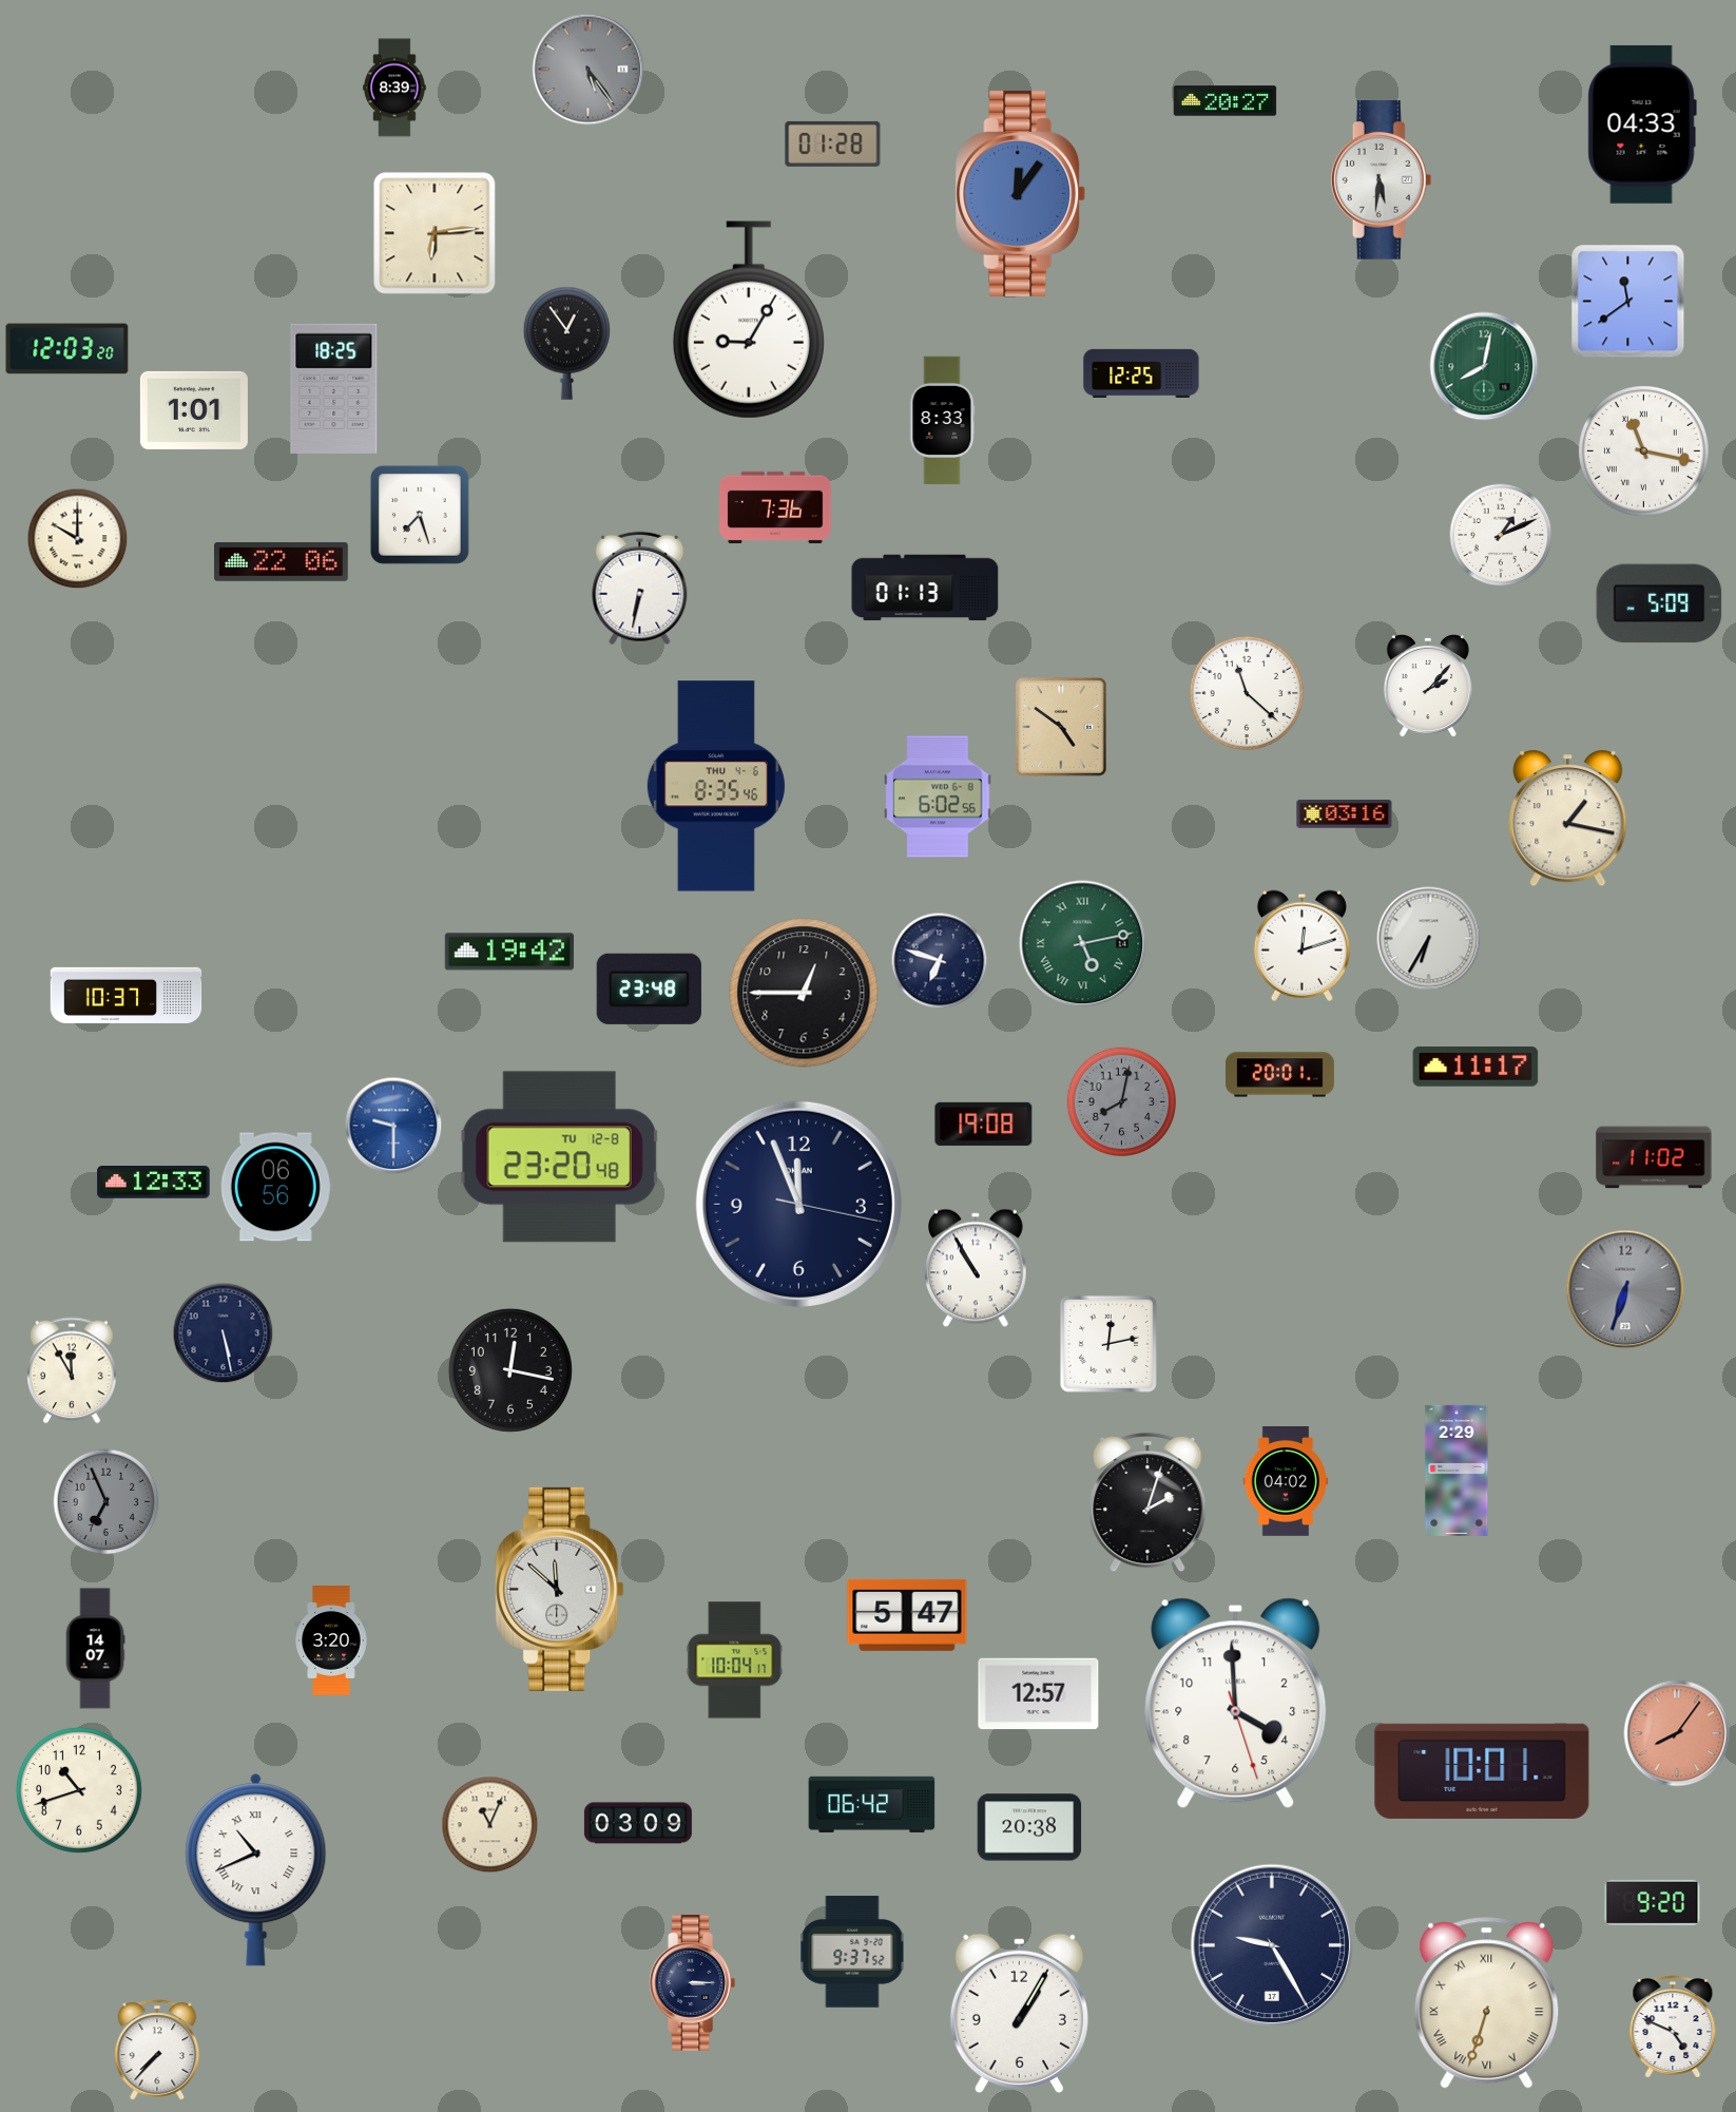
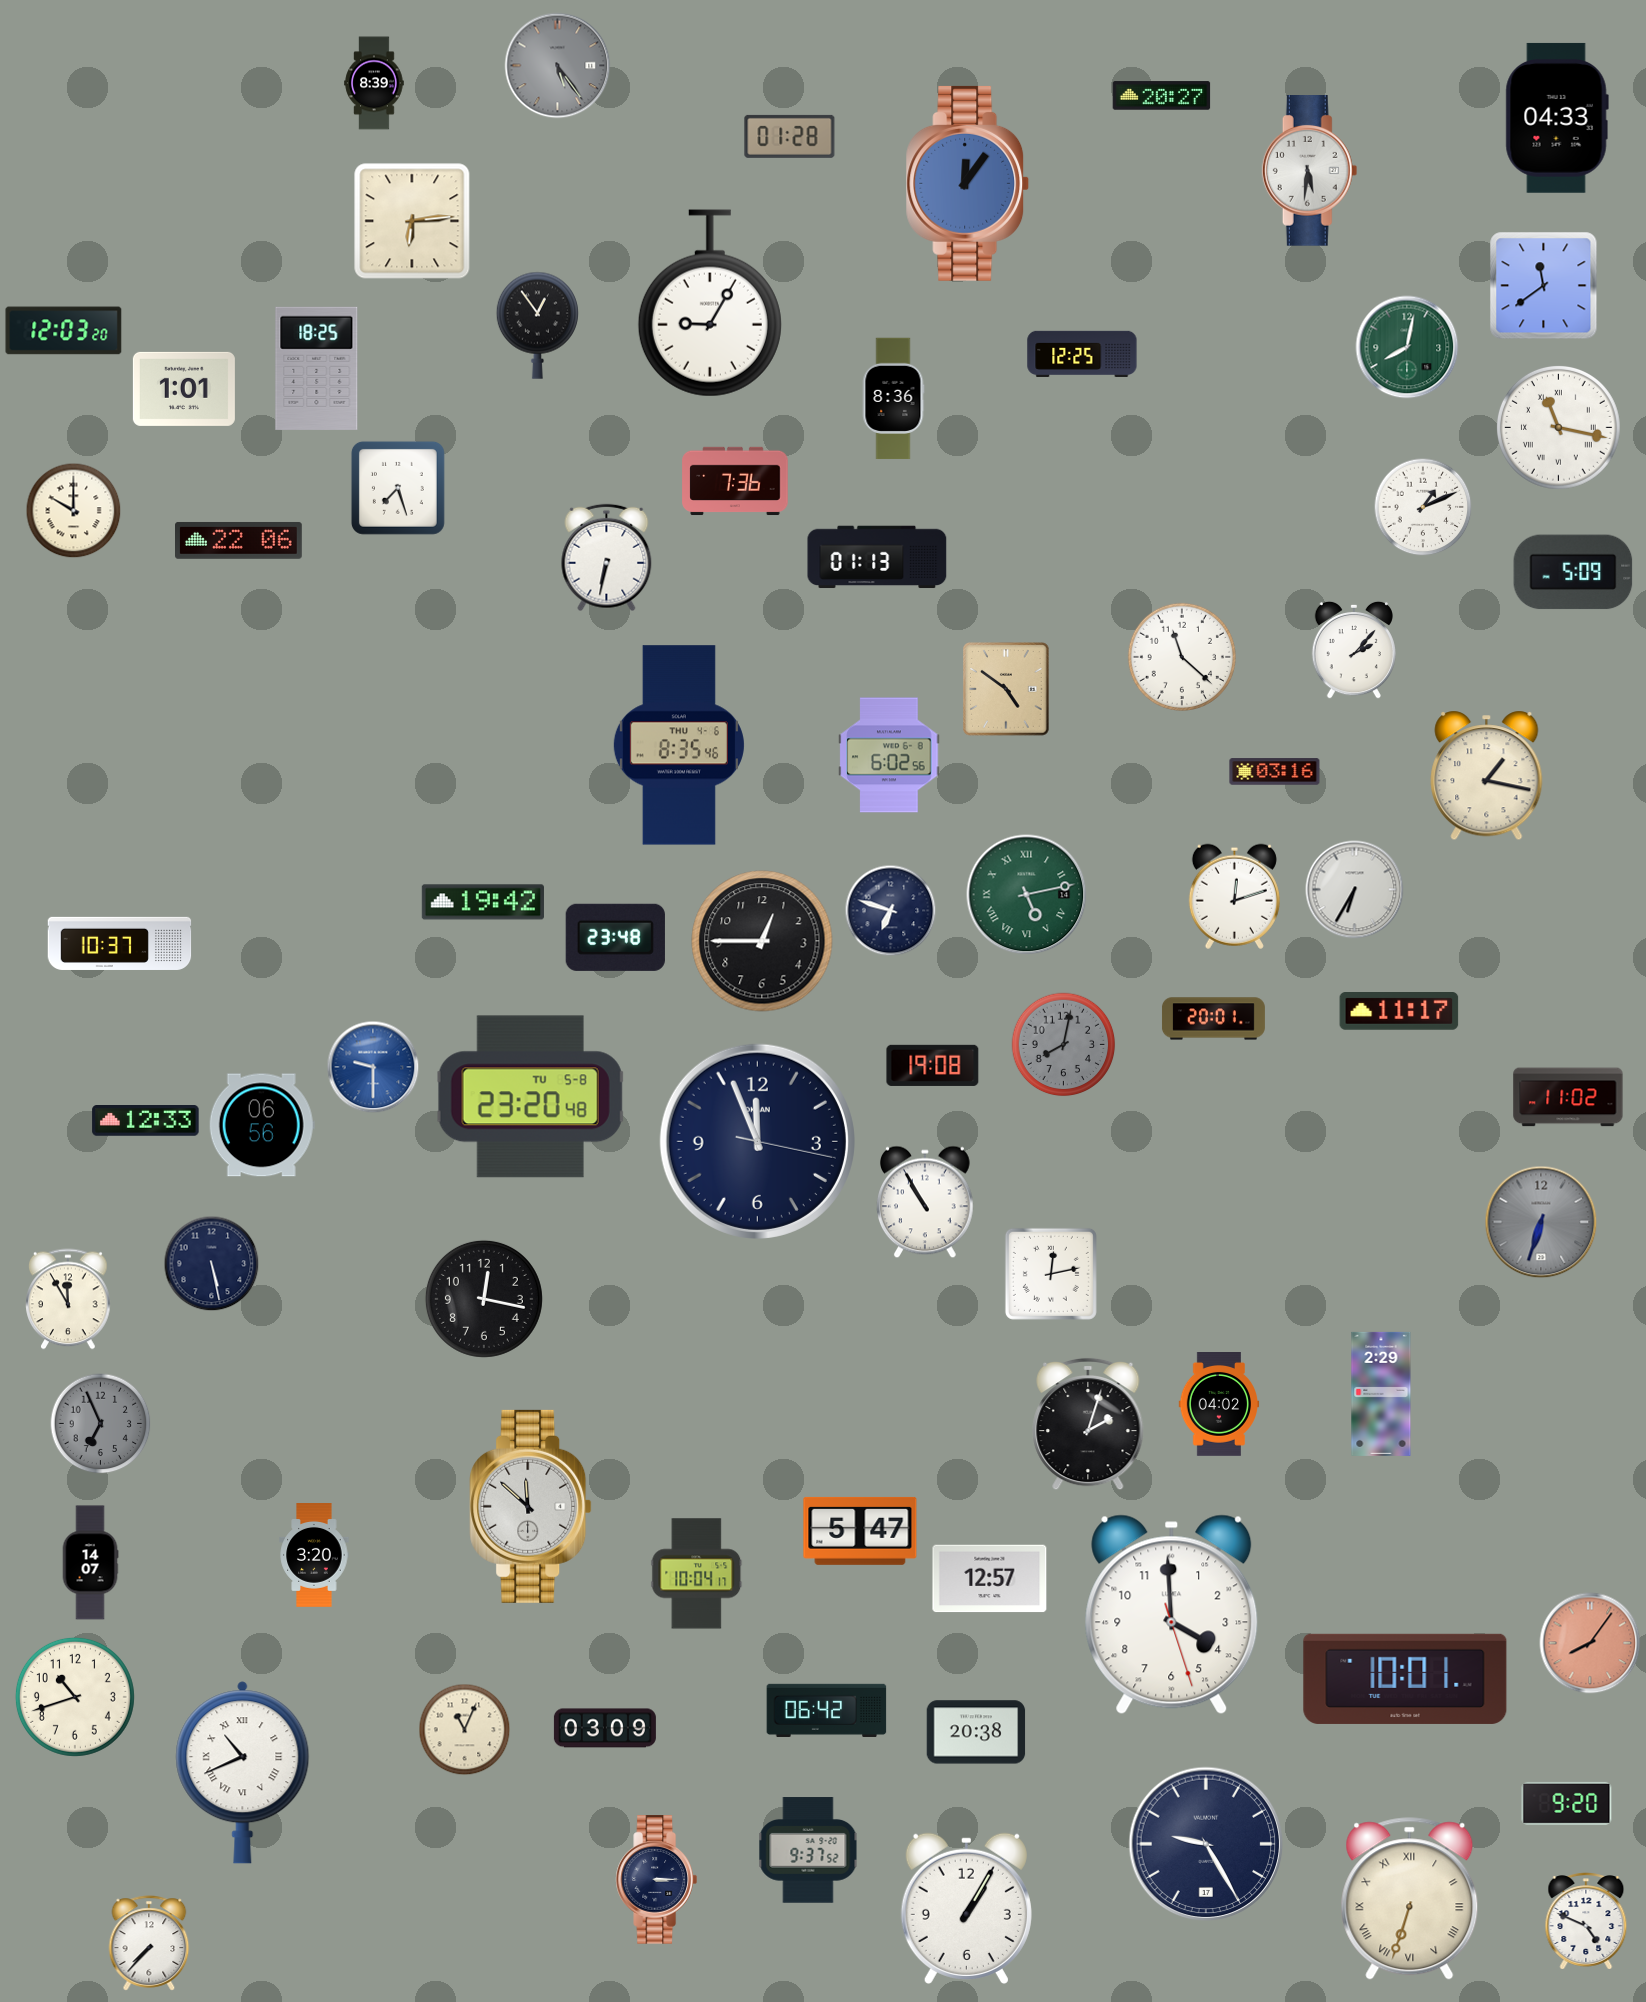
clock at (942, 421): 8:33 -> 8:36
clock at (282, 561) position: (282, 561) -> (239, 540)
clock at (560, 1157) date: TU 12-8 -> TU 5-8
clock at (1039, 1694) position: (1039, 1694) -> (990, 1579)
